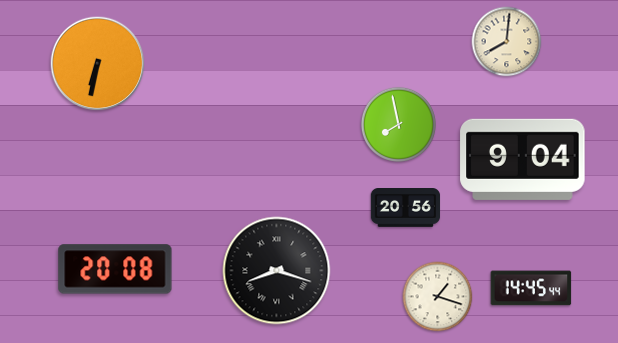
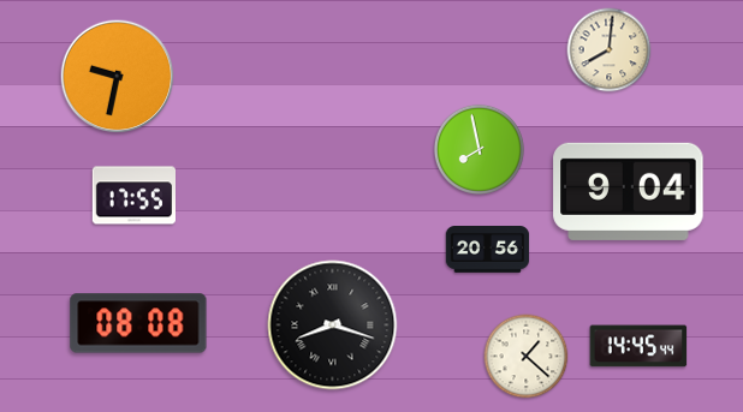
clock at (98, 64): 6:32 -> 9:32
clock at (133, 196): none -> 17:55
clock at (115, 269): 20:08 -> 08:08
clock at (438, 297): 1:18 -> 1:22
